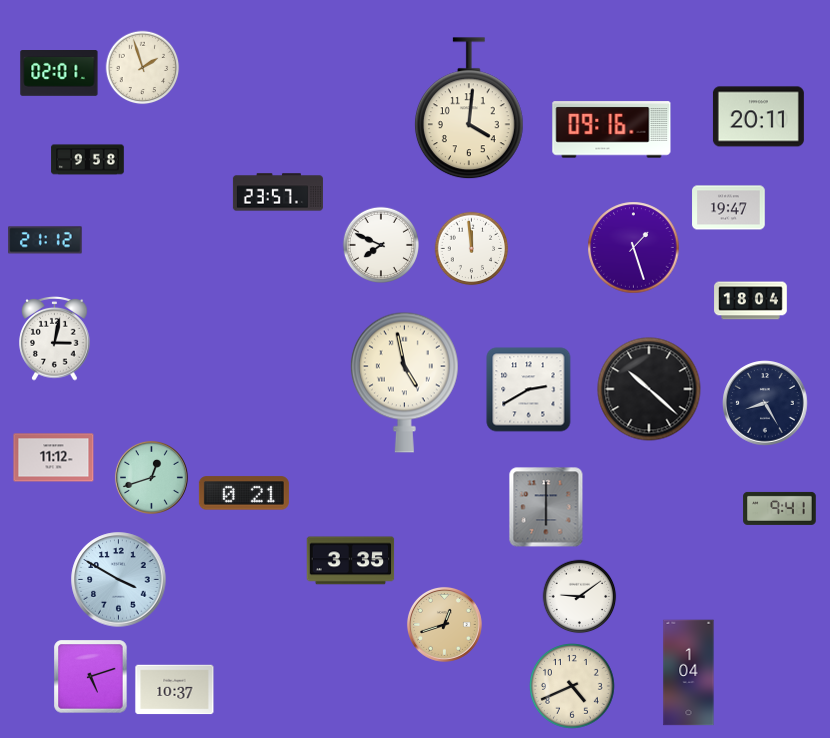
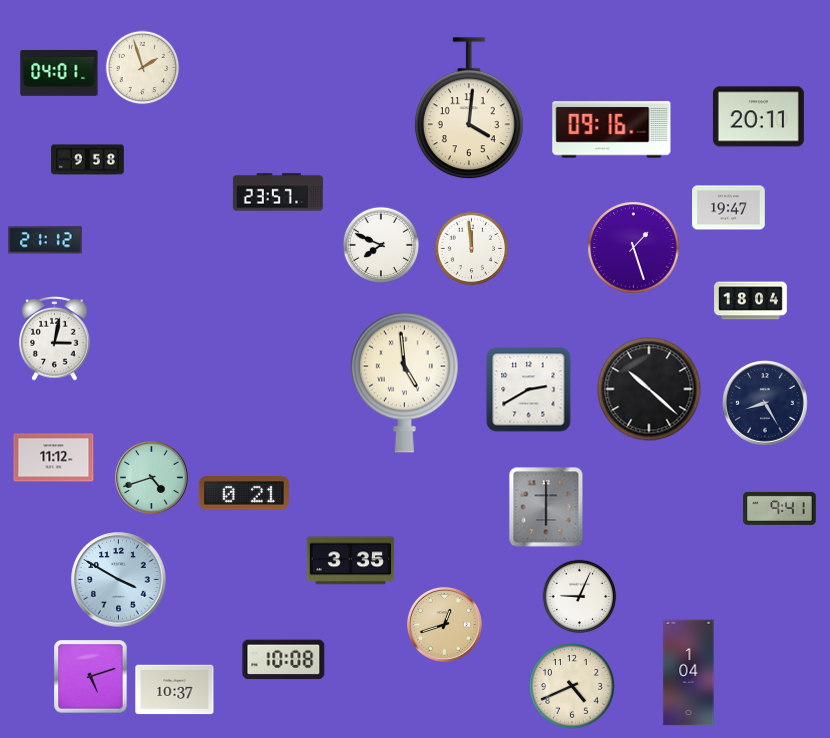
clock at (59, 74): 02:01 -> 04:01
clock at (404, 382): 4:58 -> 4:59
clock at (151, 477): 12:42 -> 4:42
clock at (580, 597): 9:09 -> 9:04
clock at (284, 660): none -> 10:08
